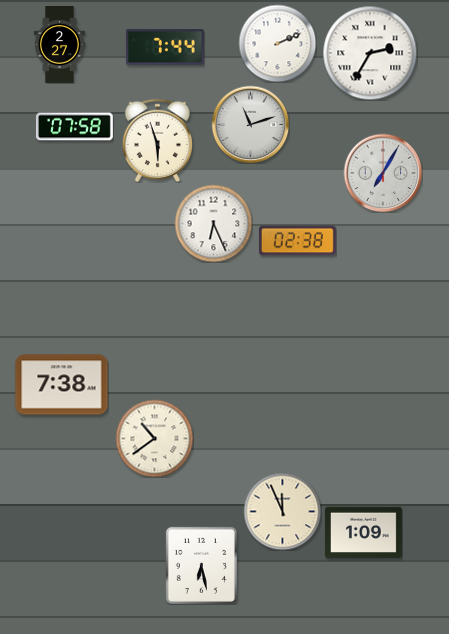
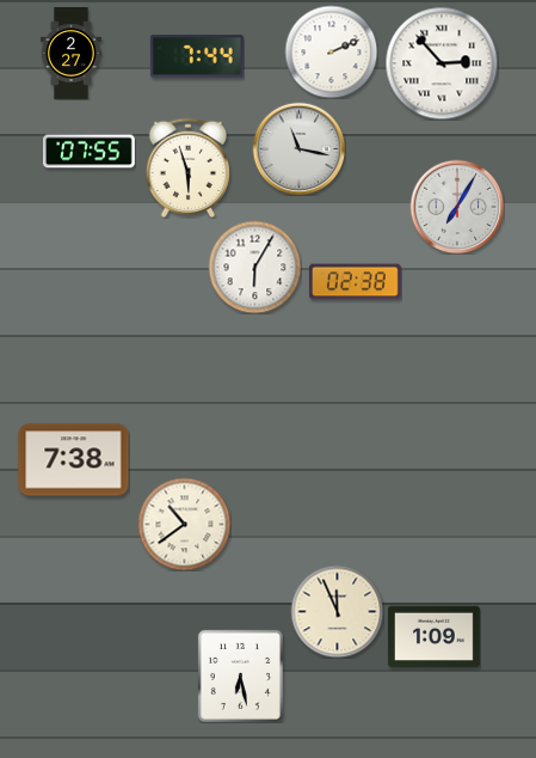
clock at (370, 53): 2:35 -> 2:53
clock at (250, 124): 11:12 -> 11:17
clock at (74, 127): 07:58 -> 07:55
clock at (213, 223): 6:26 -> 6:05
clock at (297, 241) position: (297, 241) -> (355, 282)
